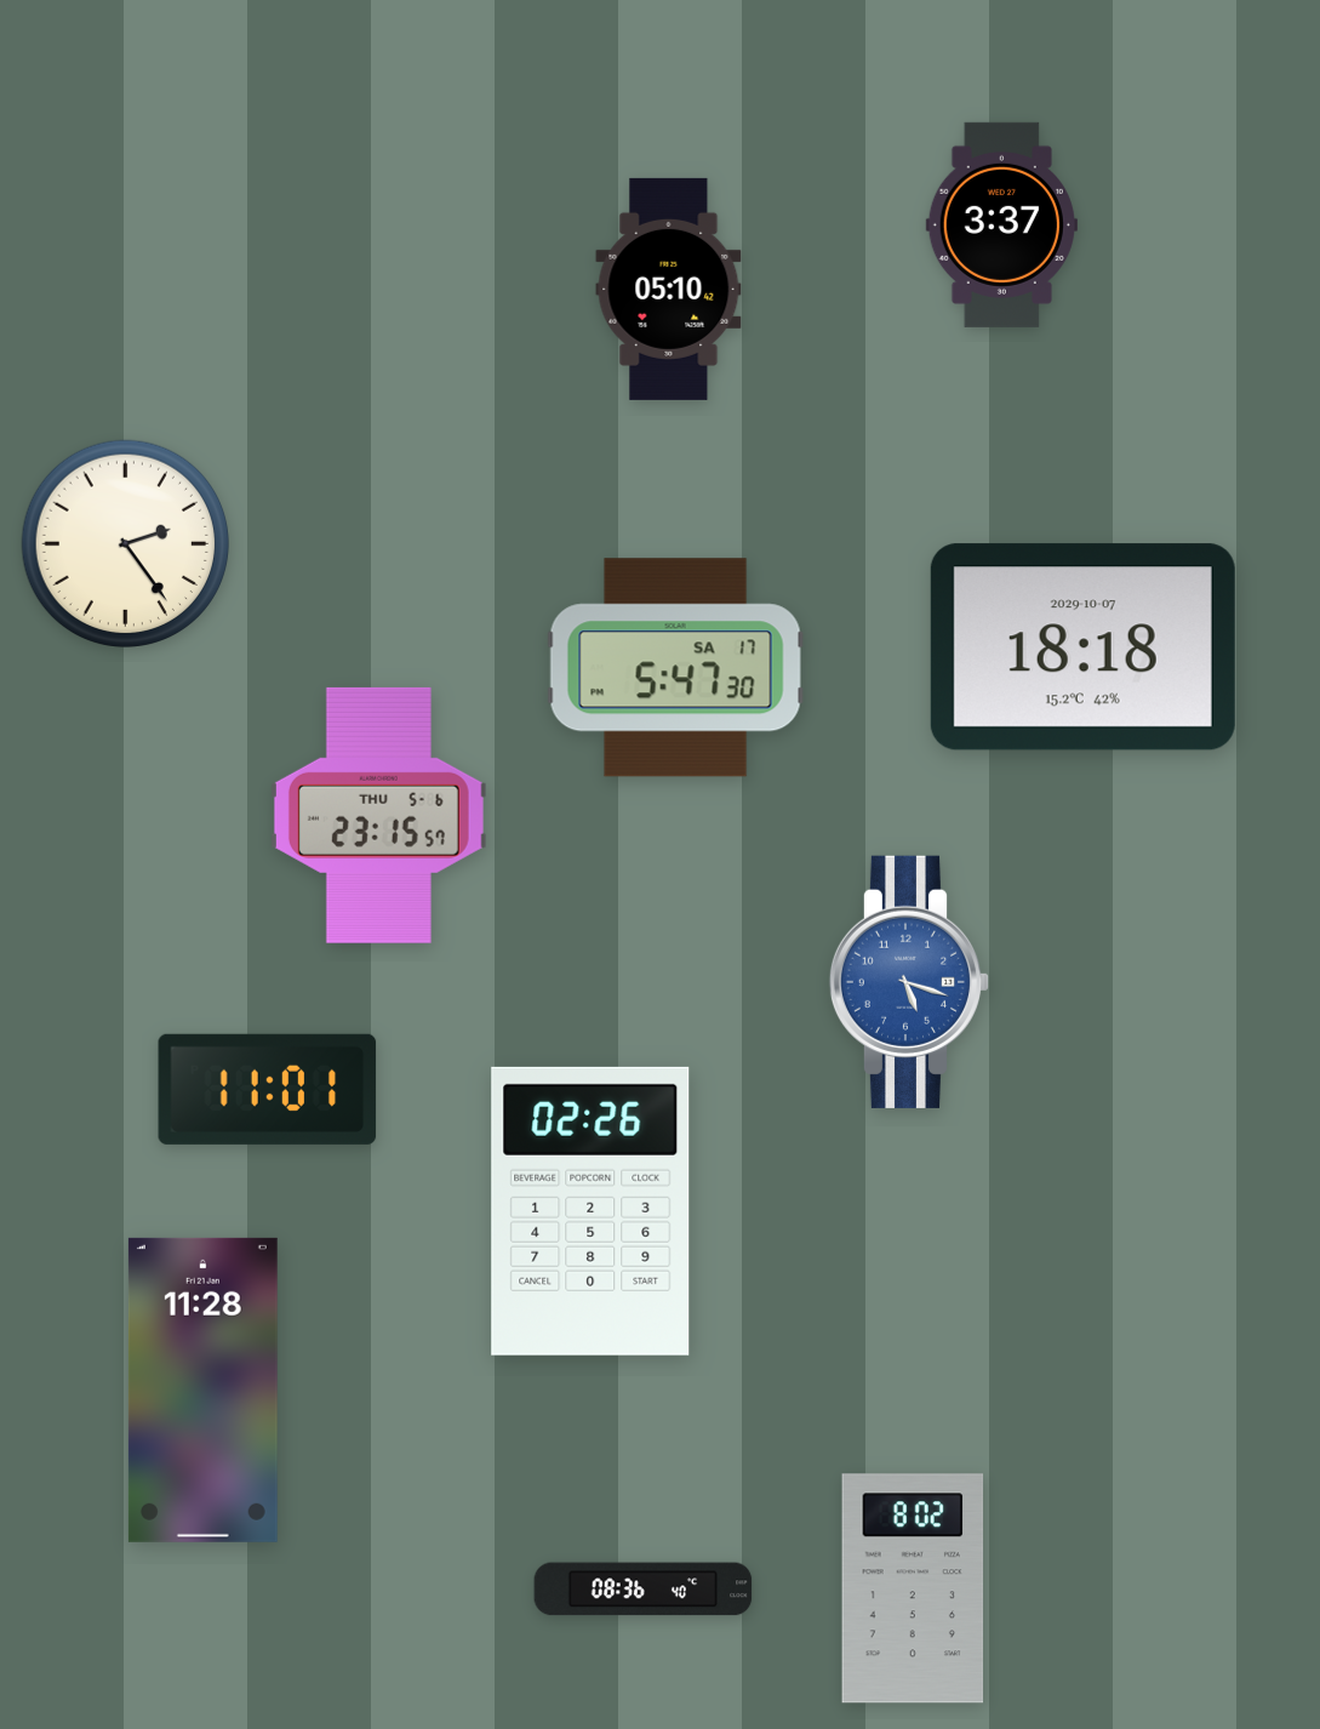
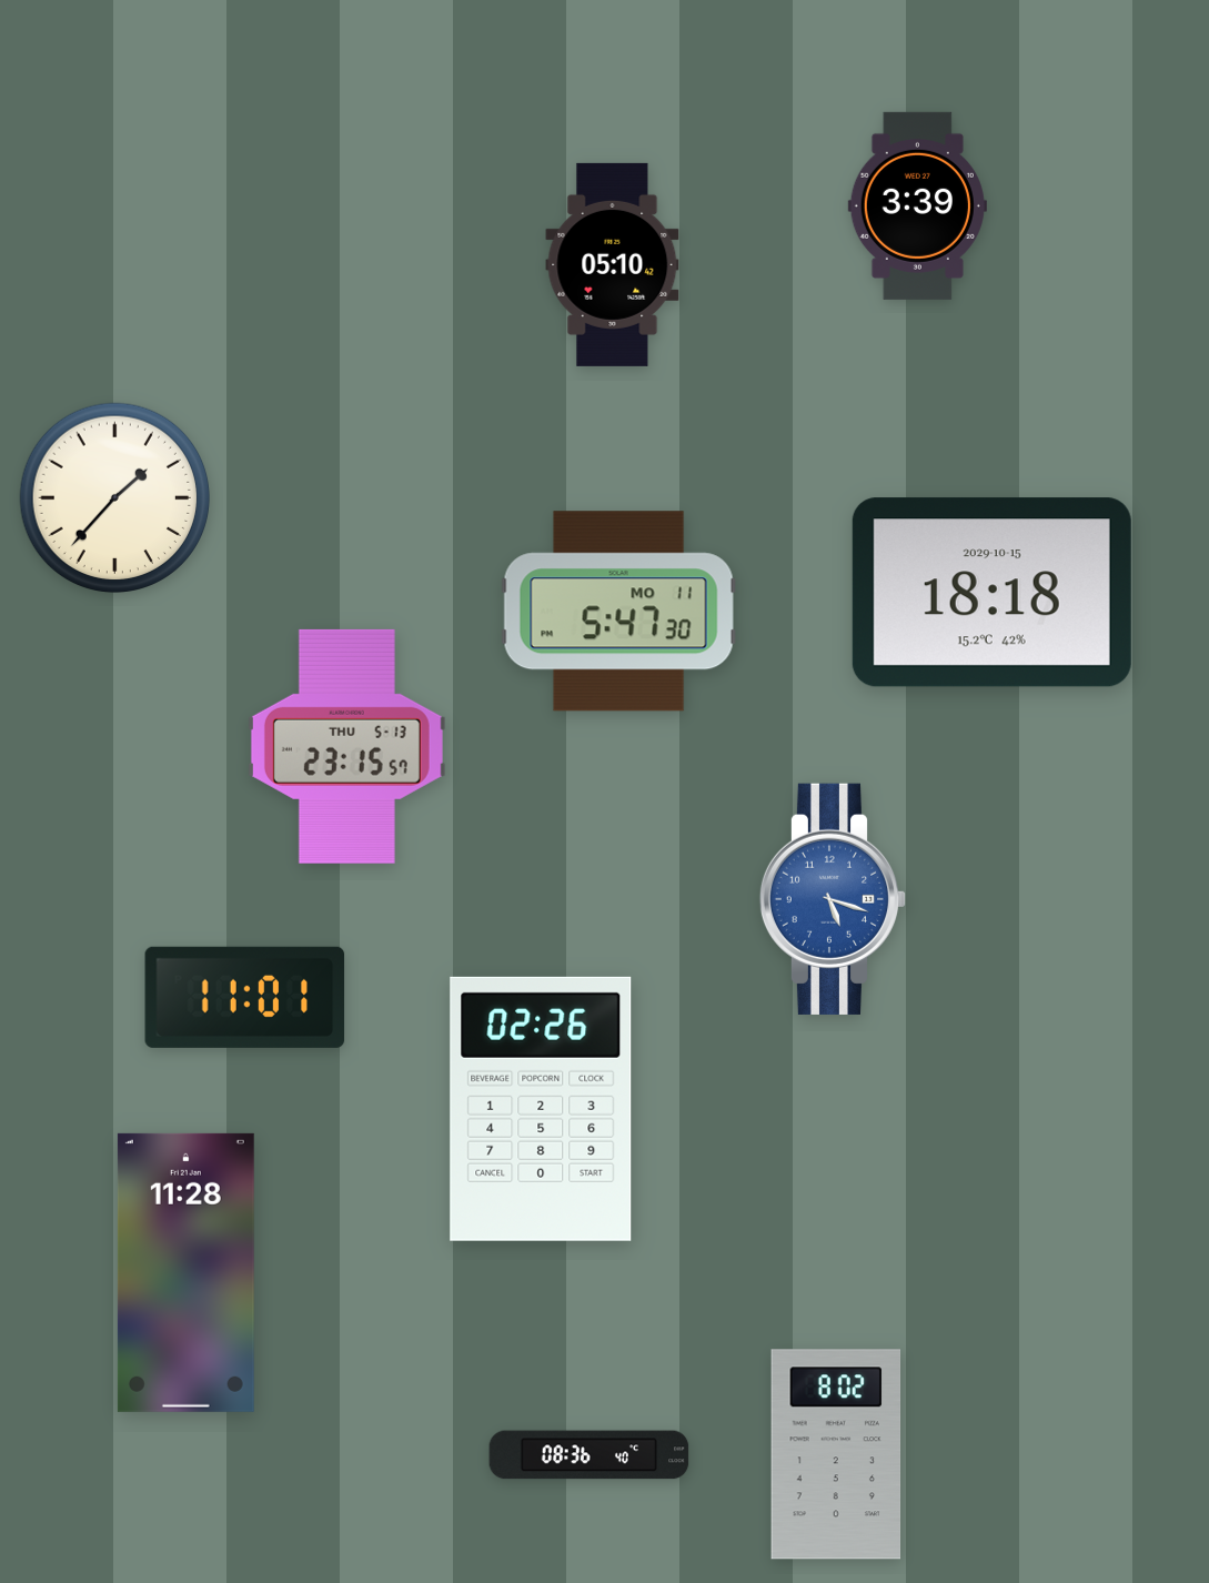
clock at (1001, 224): 3:37 -> 3:39
clock at (125, 544): 2:24 -> 1:37
clock at (1082, 647) date: 2029-10-07 -> 2029-10-15
clock at (675, 668) date: SA 17 -> MO 11
clock at (378, 815) date: THU 5-6 -> THU 5-13
